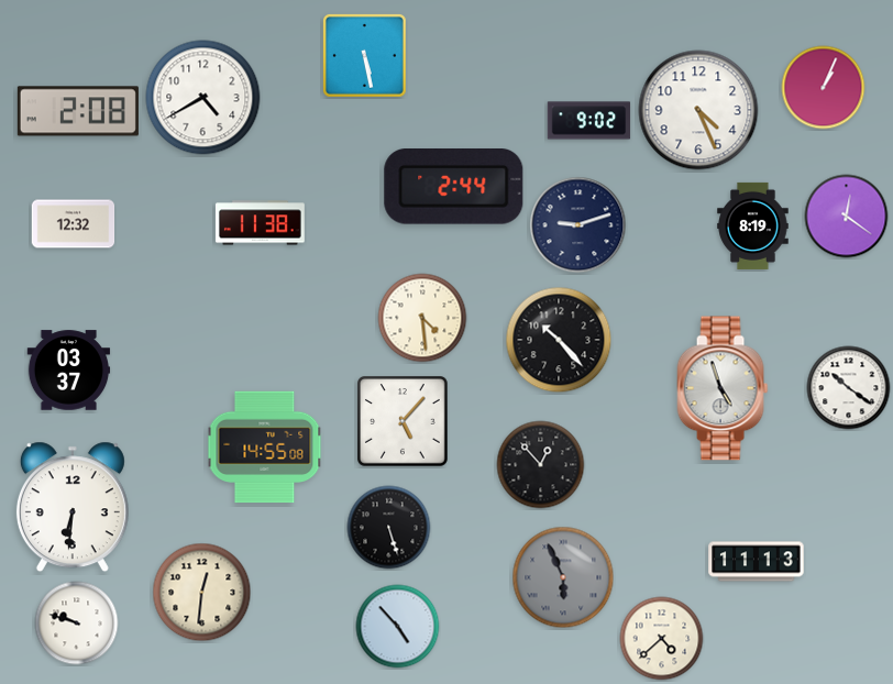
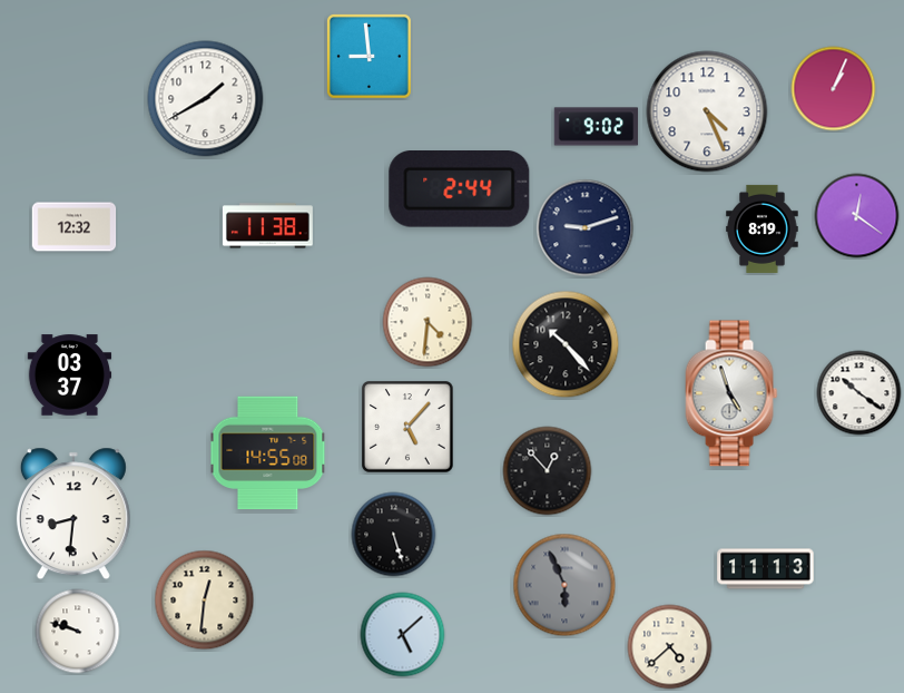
clock at (364, 55): 5:28 -> 8:59
clock at (203, 98): 4:40 -> 1:40
clock at (78, 111): 2:08 -> none
clock at (589, 121) position: (589, 121) -> (597, 127)
clock at (847, 217) position: (847, 217) -> (857, 216)
clock at (260, 223) position: (260, 223) -> (267, 226)
clock at (422, 318): 4:29 -> 4:31
clock at (73, 507): 6:31 -> 8:31
clock at (563, 577) position: (563, 577) -> (564, 585)
clock at (398, 627): 4:53 -> 5:08
